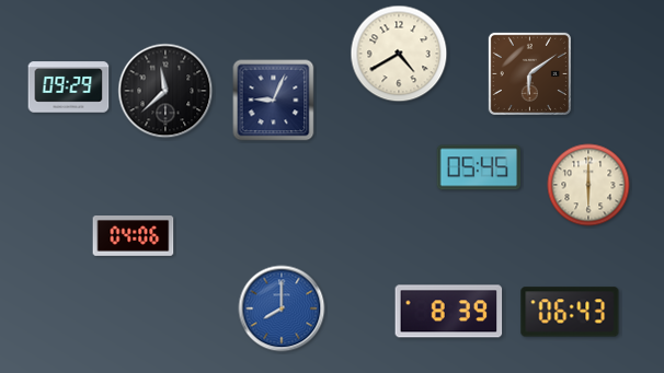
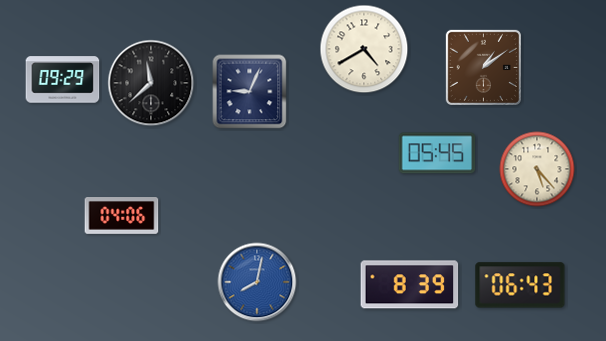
clock at (529, 73): 6:09 -> 1:09
clock at (588, 185): 6:00 -> 5:23
clock at (282, 308): 8:00 -> 8:02
